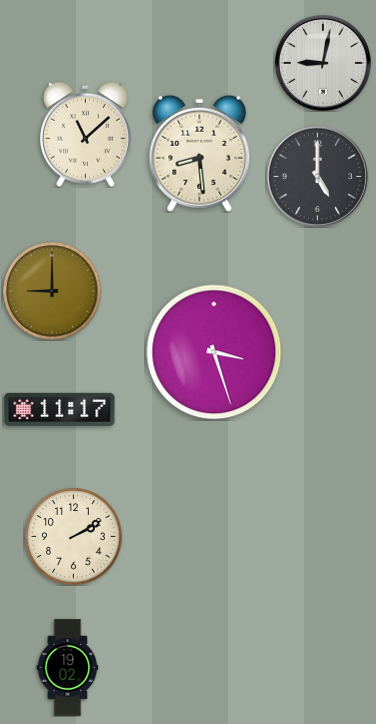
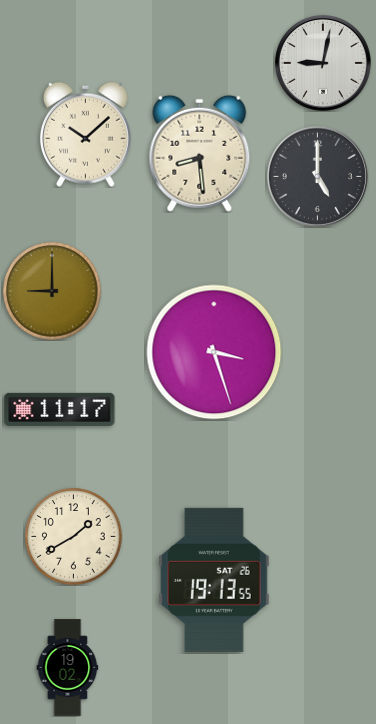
clock at (85, 134): 11:08 -> 10:08
clock at (74, 537): 2:10 -> 1:40
clock at (214, 580): none -> 19:13
